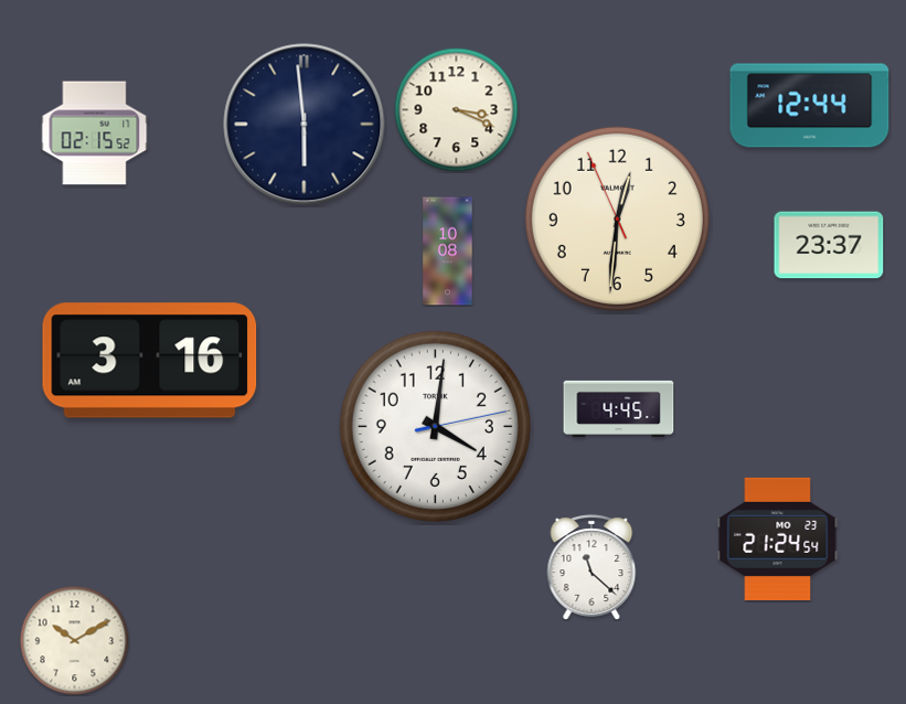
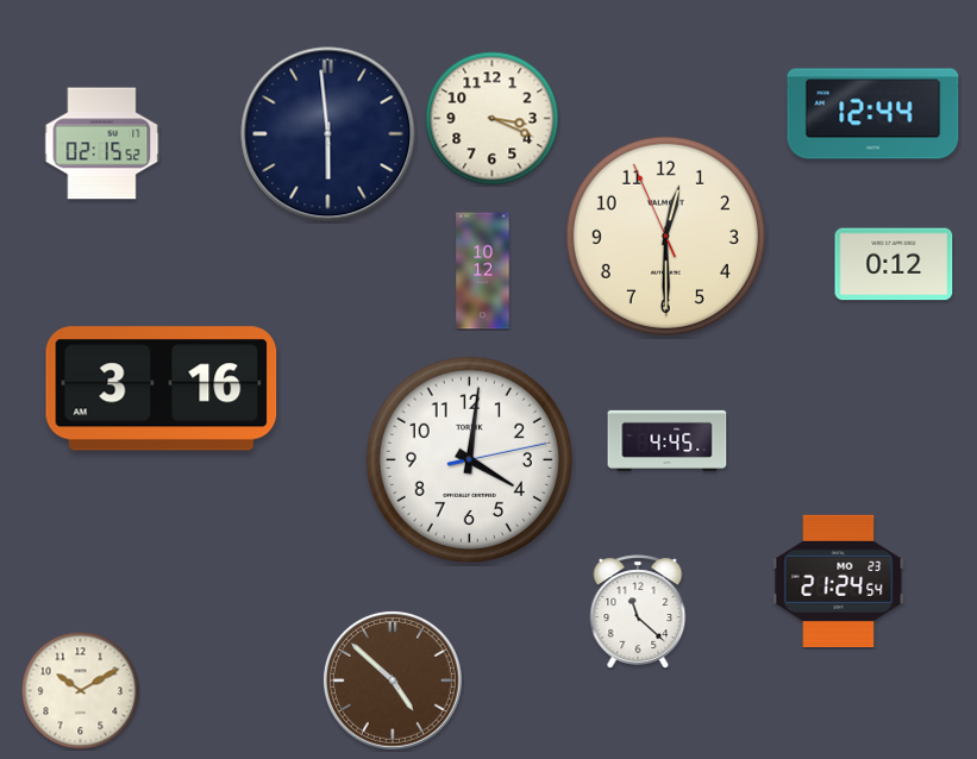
clock at (617, 218): 12:30 -> 12:29
clock at (829, 245): 23:37 -> 0:12
clock at (448, 252): 10:08 -> 10:12
clock at (394, 682): none -> 4:52
